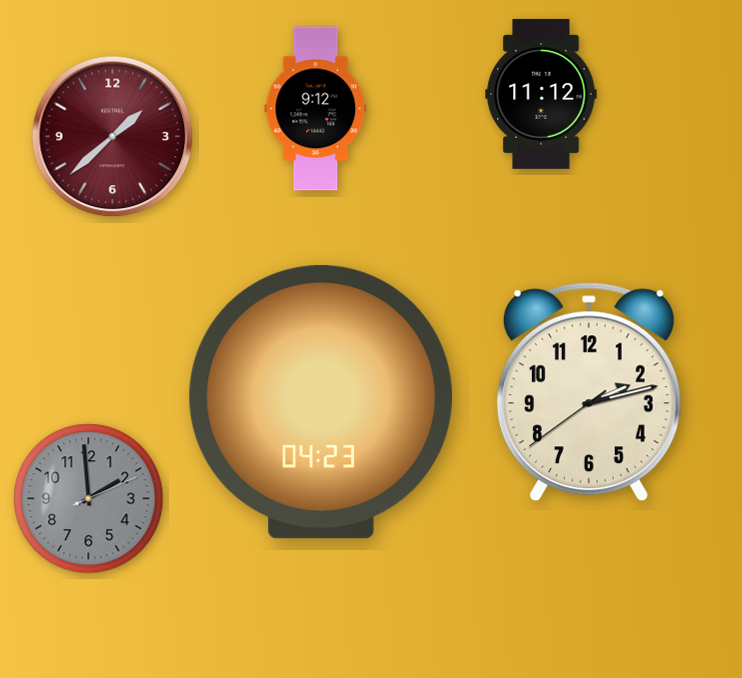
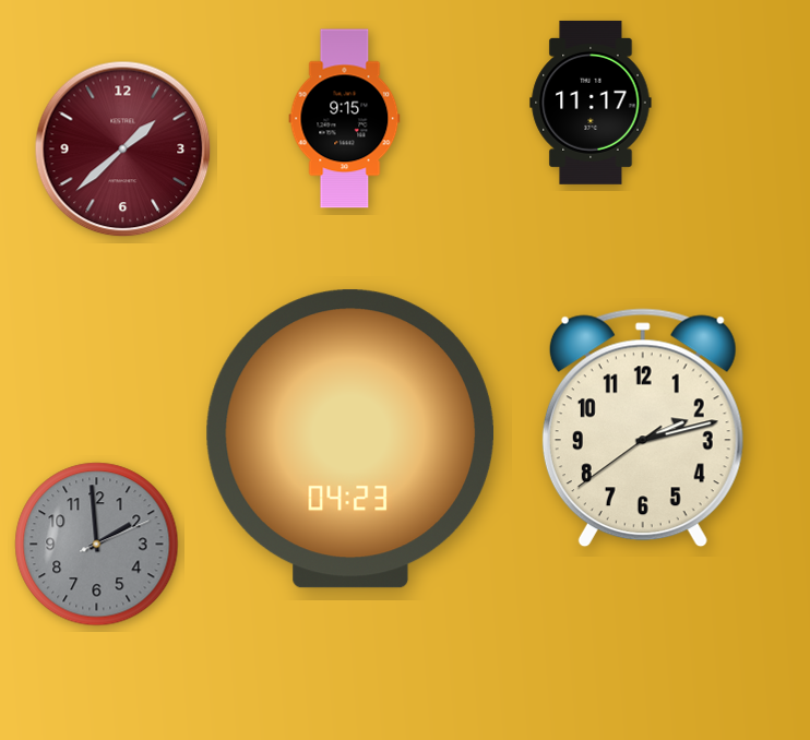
clock at (541, 94): 11:12 -> 11:17
clock at (316, 109): 9:12 -> 9:15
